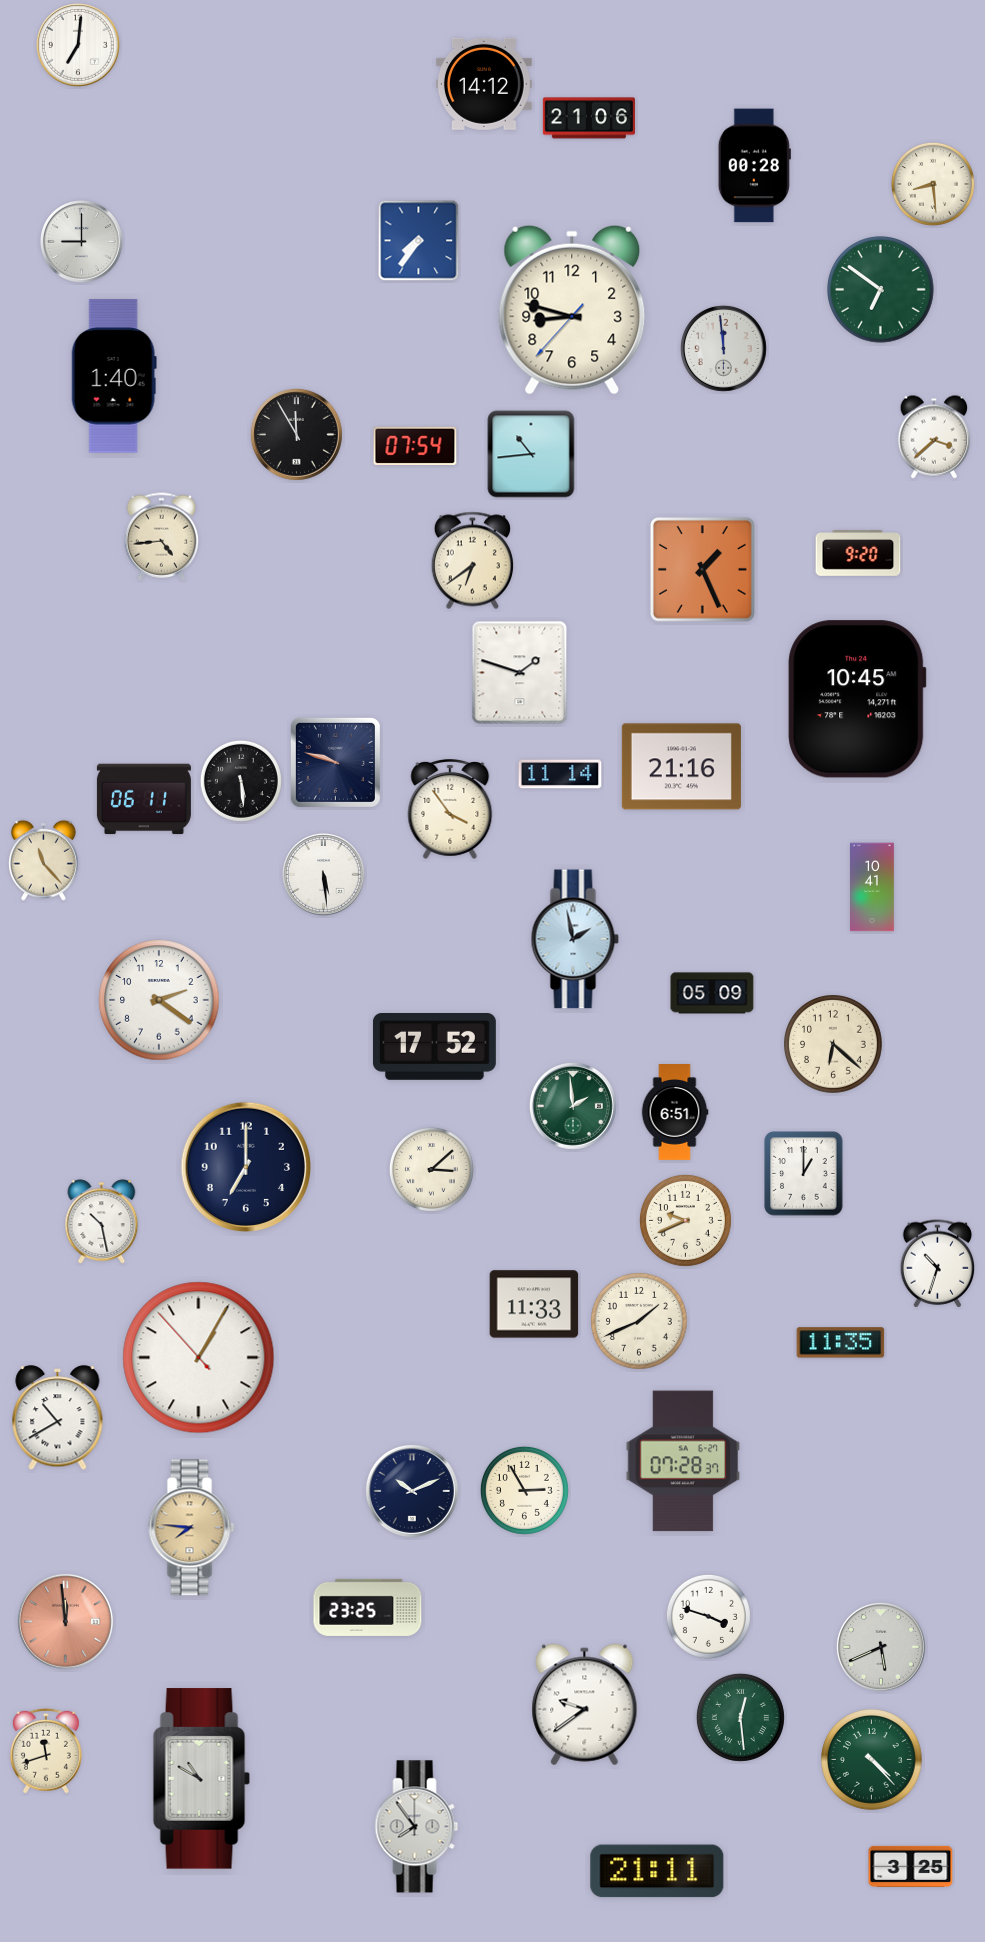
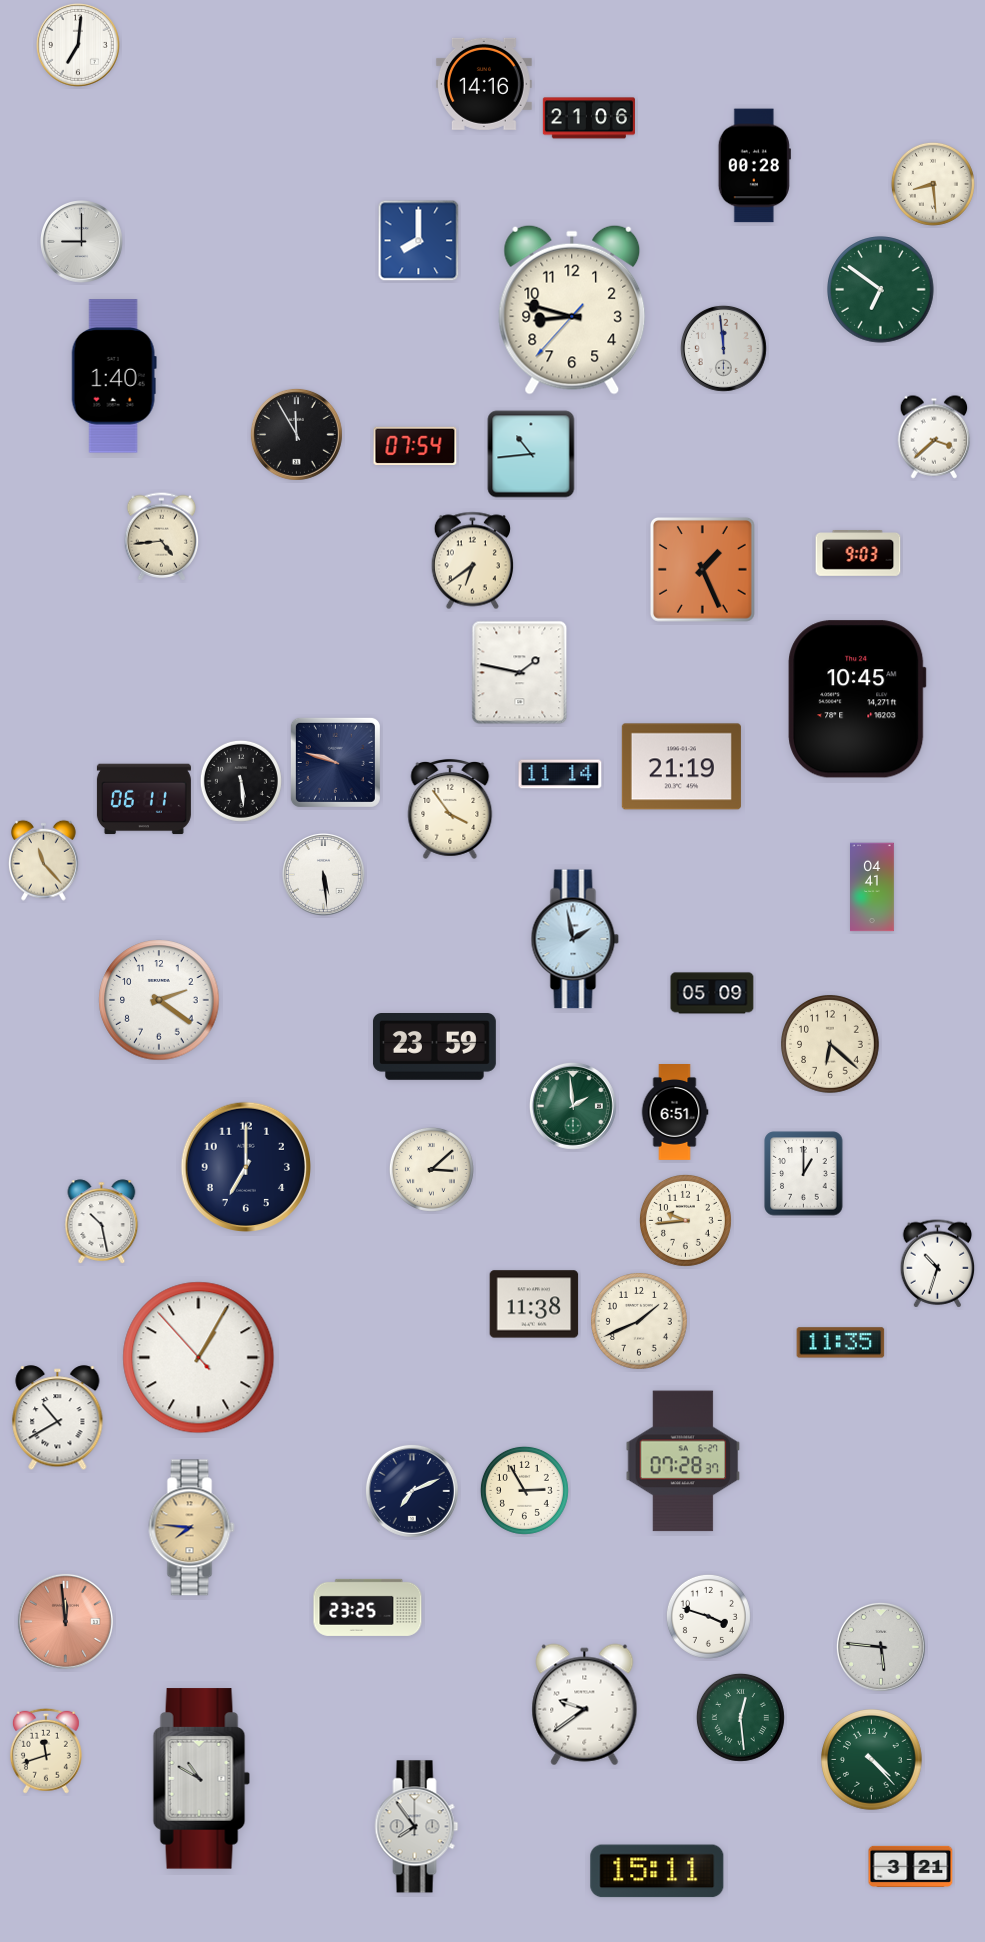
clock at (484, 84): 14:12 -> 14:16
clock at (419, 241): 7:36 -> 8:00
clock at (858, 554): 9:20 -> 9:03
clock at (520, 673): 1:48 -> 1:47
clock at (681, 767): 21:16 -> 21:19
clock at (873, 887): 10:41 -> 04:41
clock at (834, 1045) position: (834, 1045) -> (831, 1045)
clock at (434, 1047): 17:52 -> 23:59
clock at (685, 1220): 9:41 -> 9:44
clock at (534, 1304): 11:33 -> 11:38
clock at (412, 1491): 10:11 -> 7:11
clock at (881, 1647): 5:41 -> 5:46
clock at (911, 1866): 3:25 -> 3:21
clock at (657, 1871): 21:11 -> 15:11
